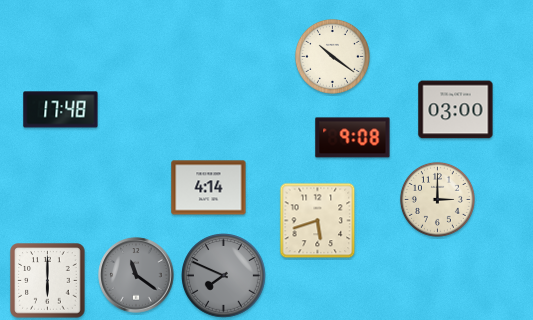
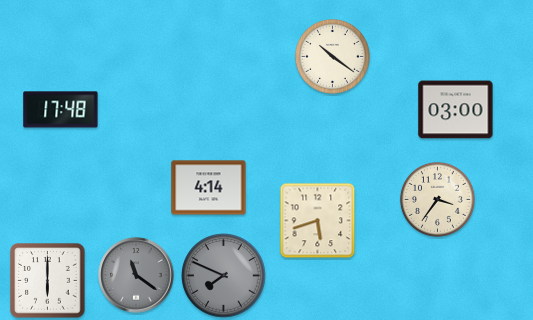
clock at (353, 138): 9:08 -> none
clock at (437, 199): 3:00 -> 3:36
